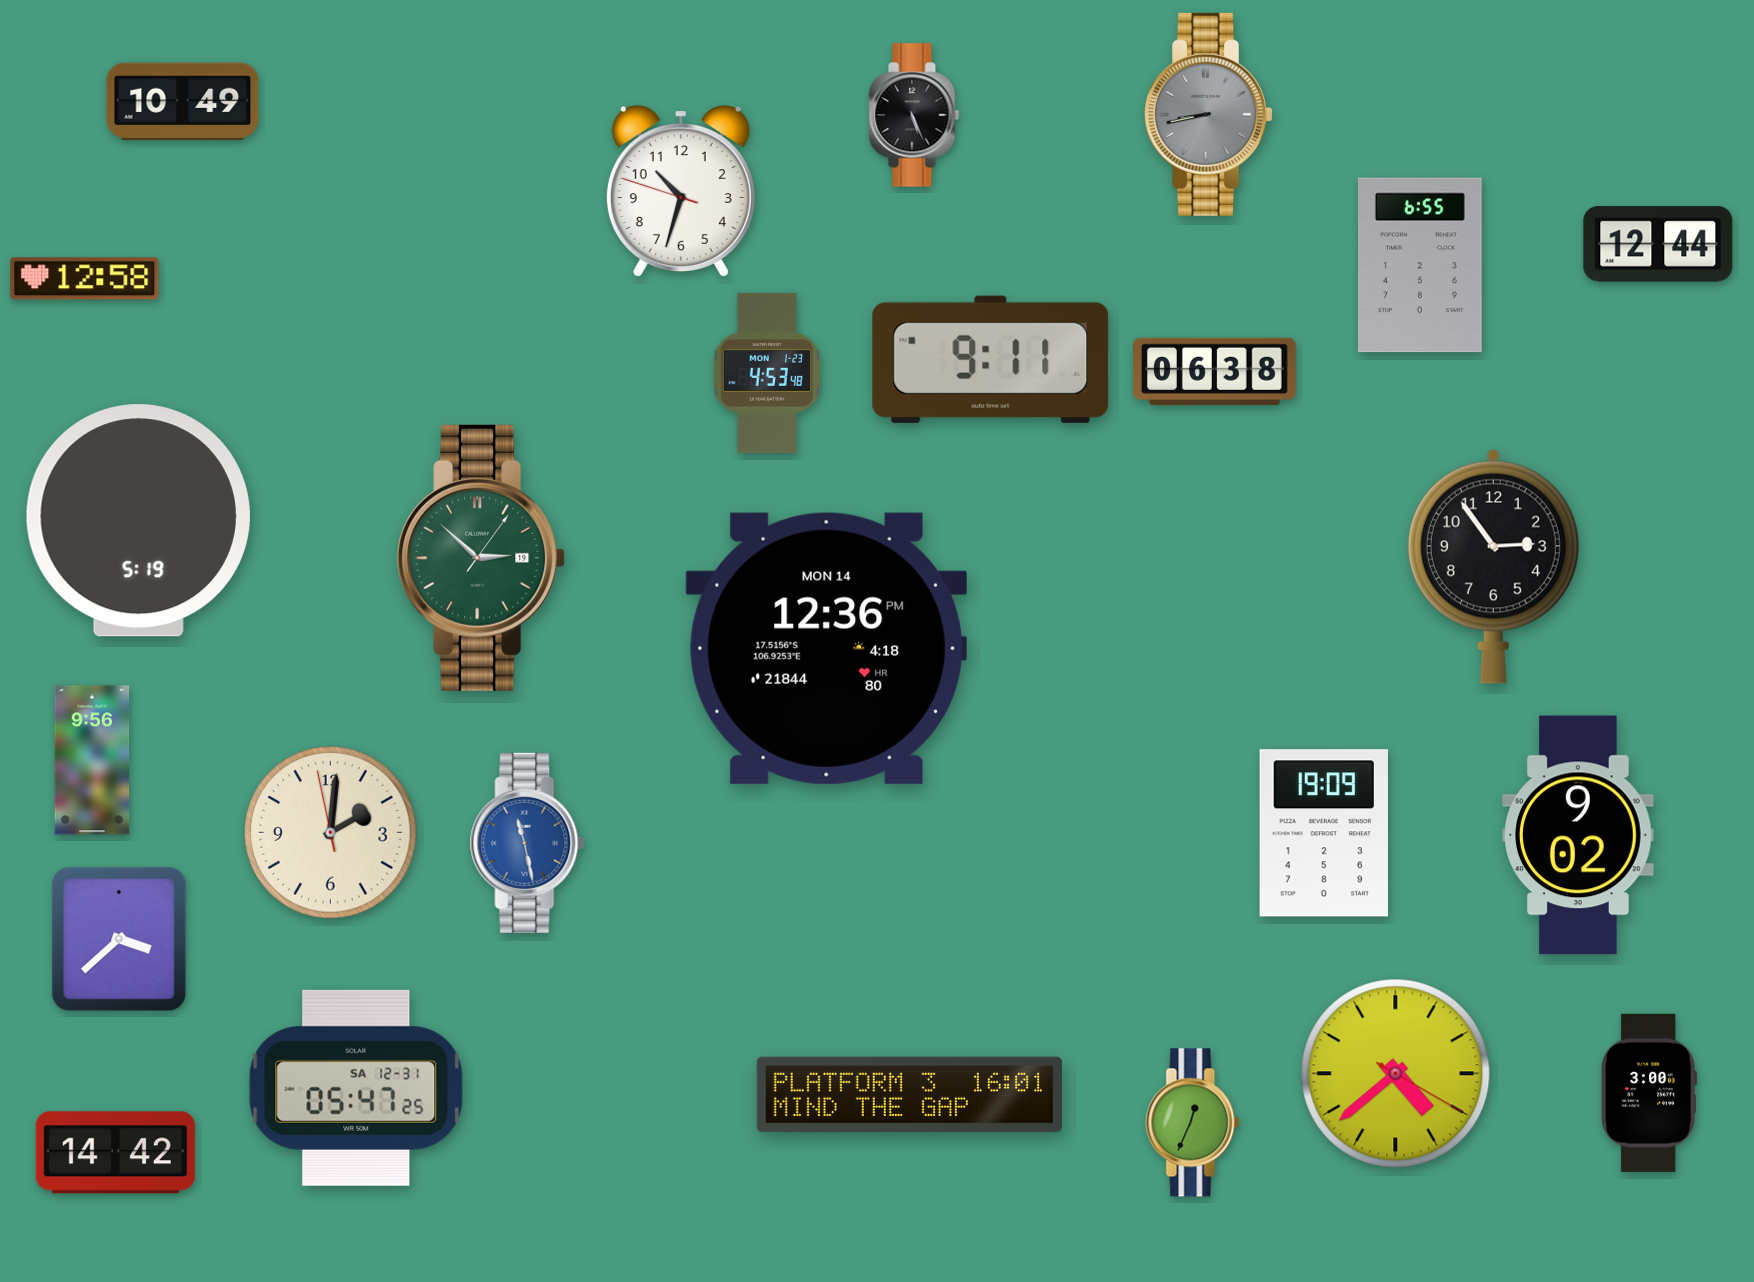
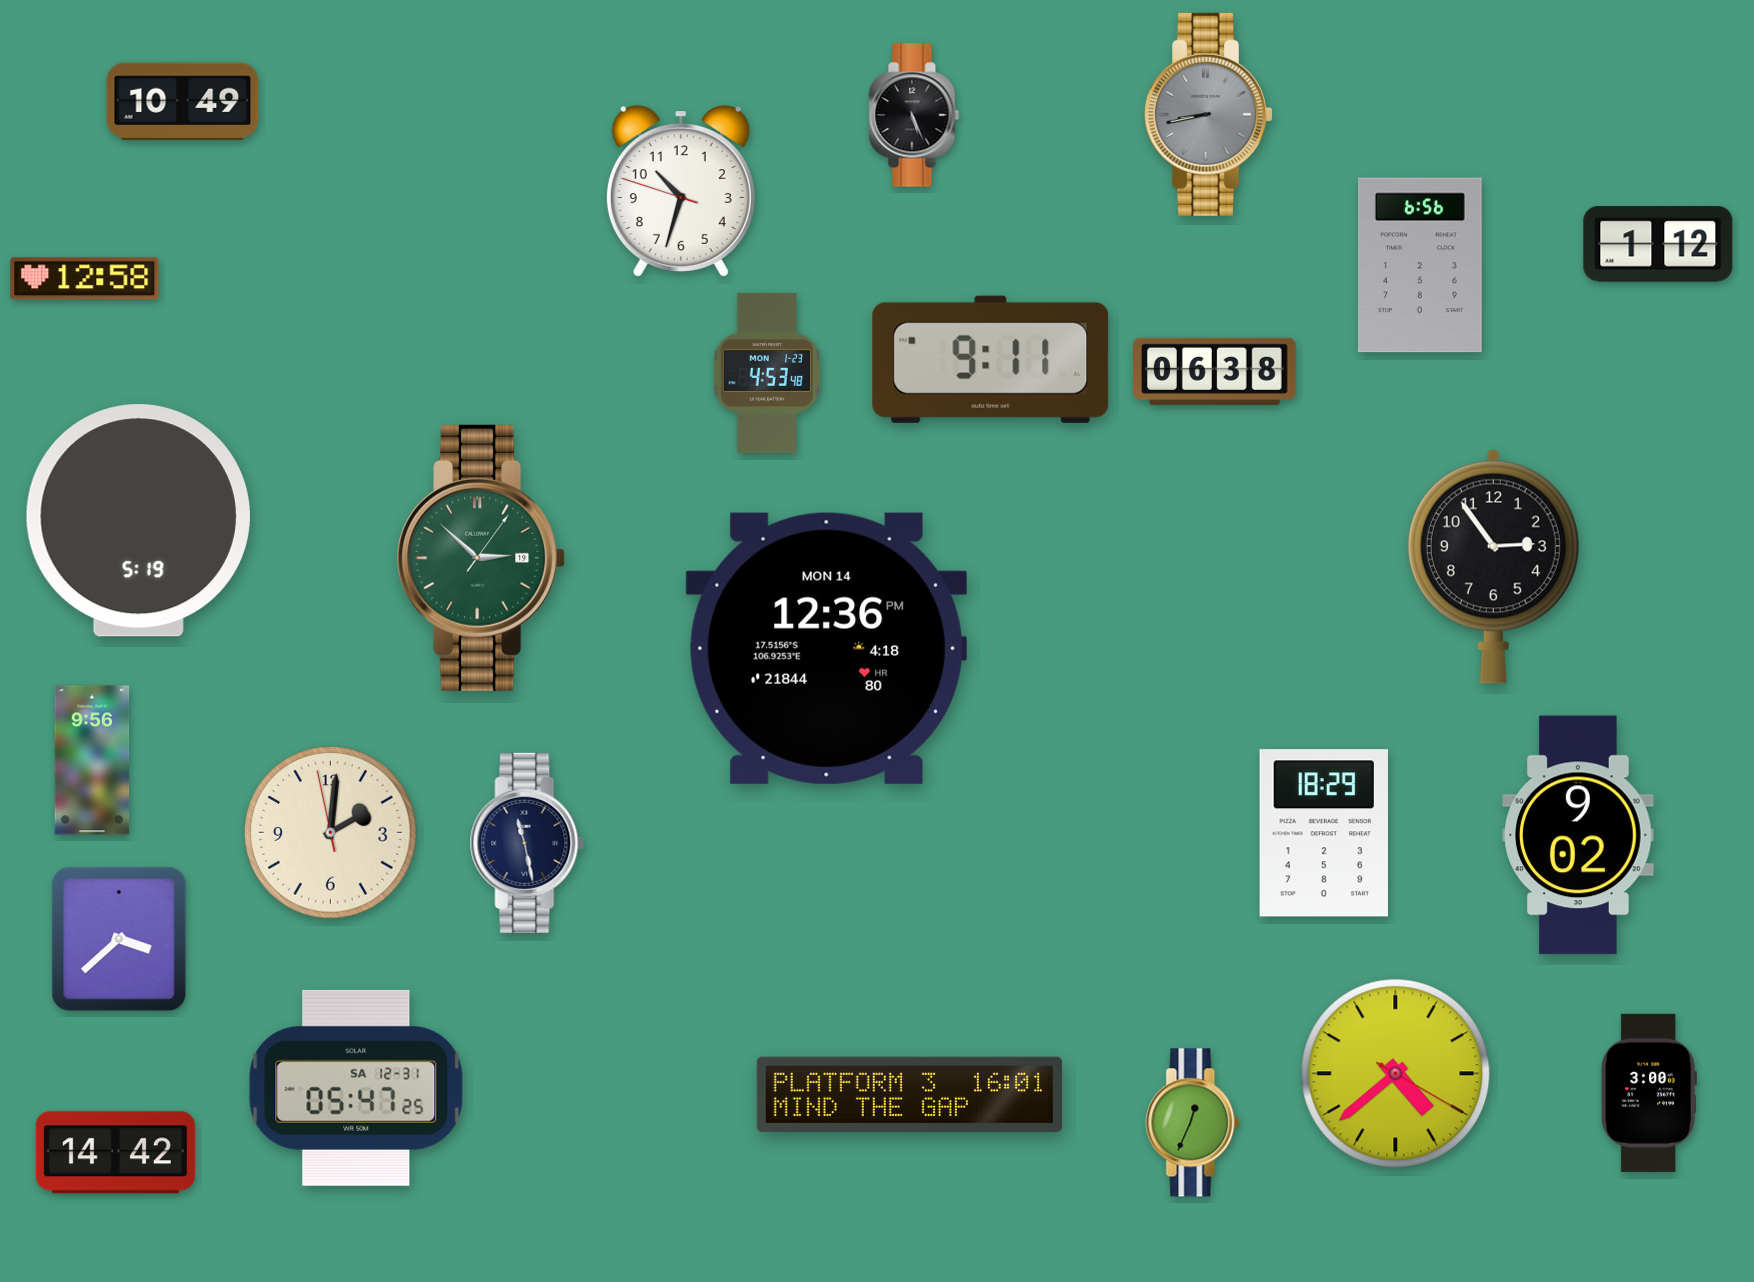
clock at (1658, 244): 12:44 -> 1:12
clock at (1421, 265): 6:55 -> 6:56
clock at (1324, 833): 19:09 -> 18:29
clock at (527, 843) dial: blue -> navy
